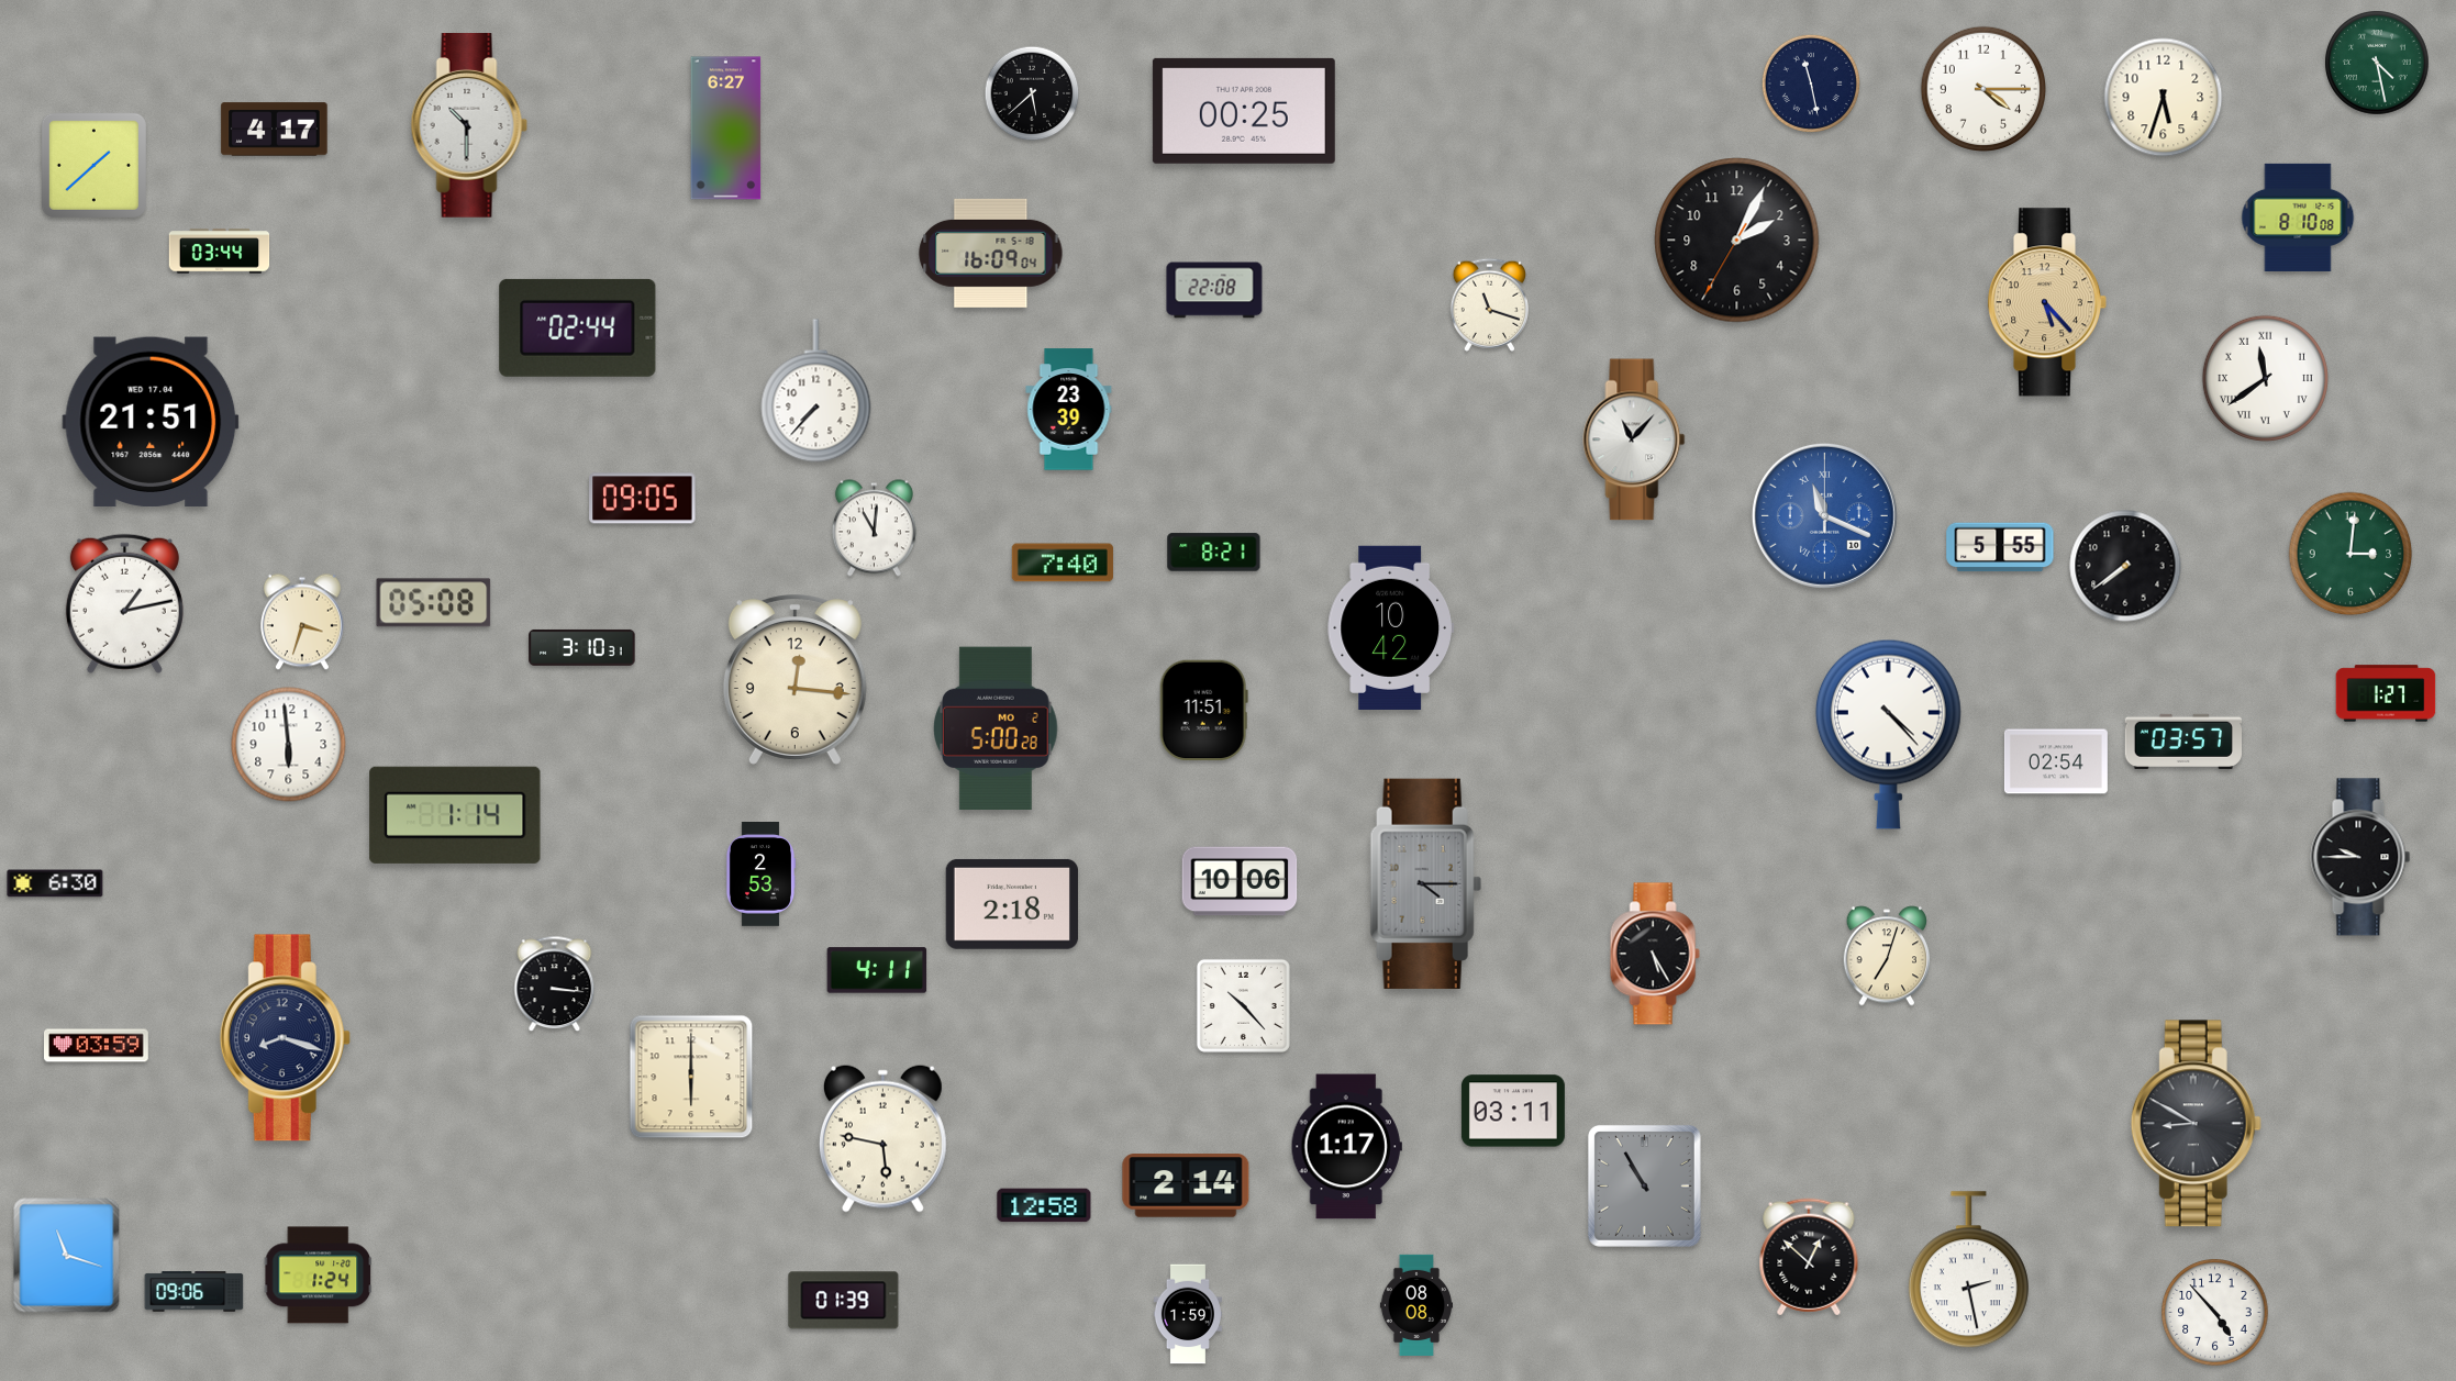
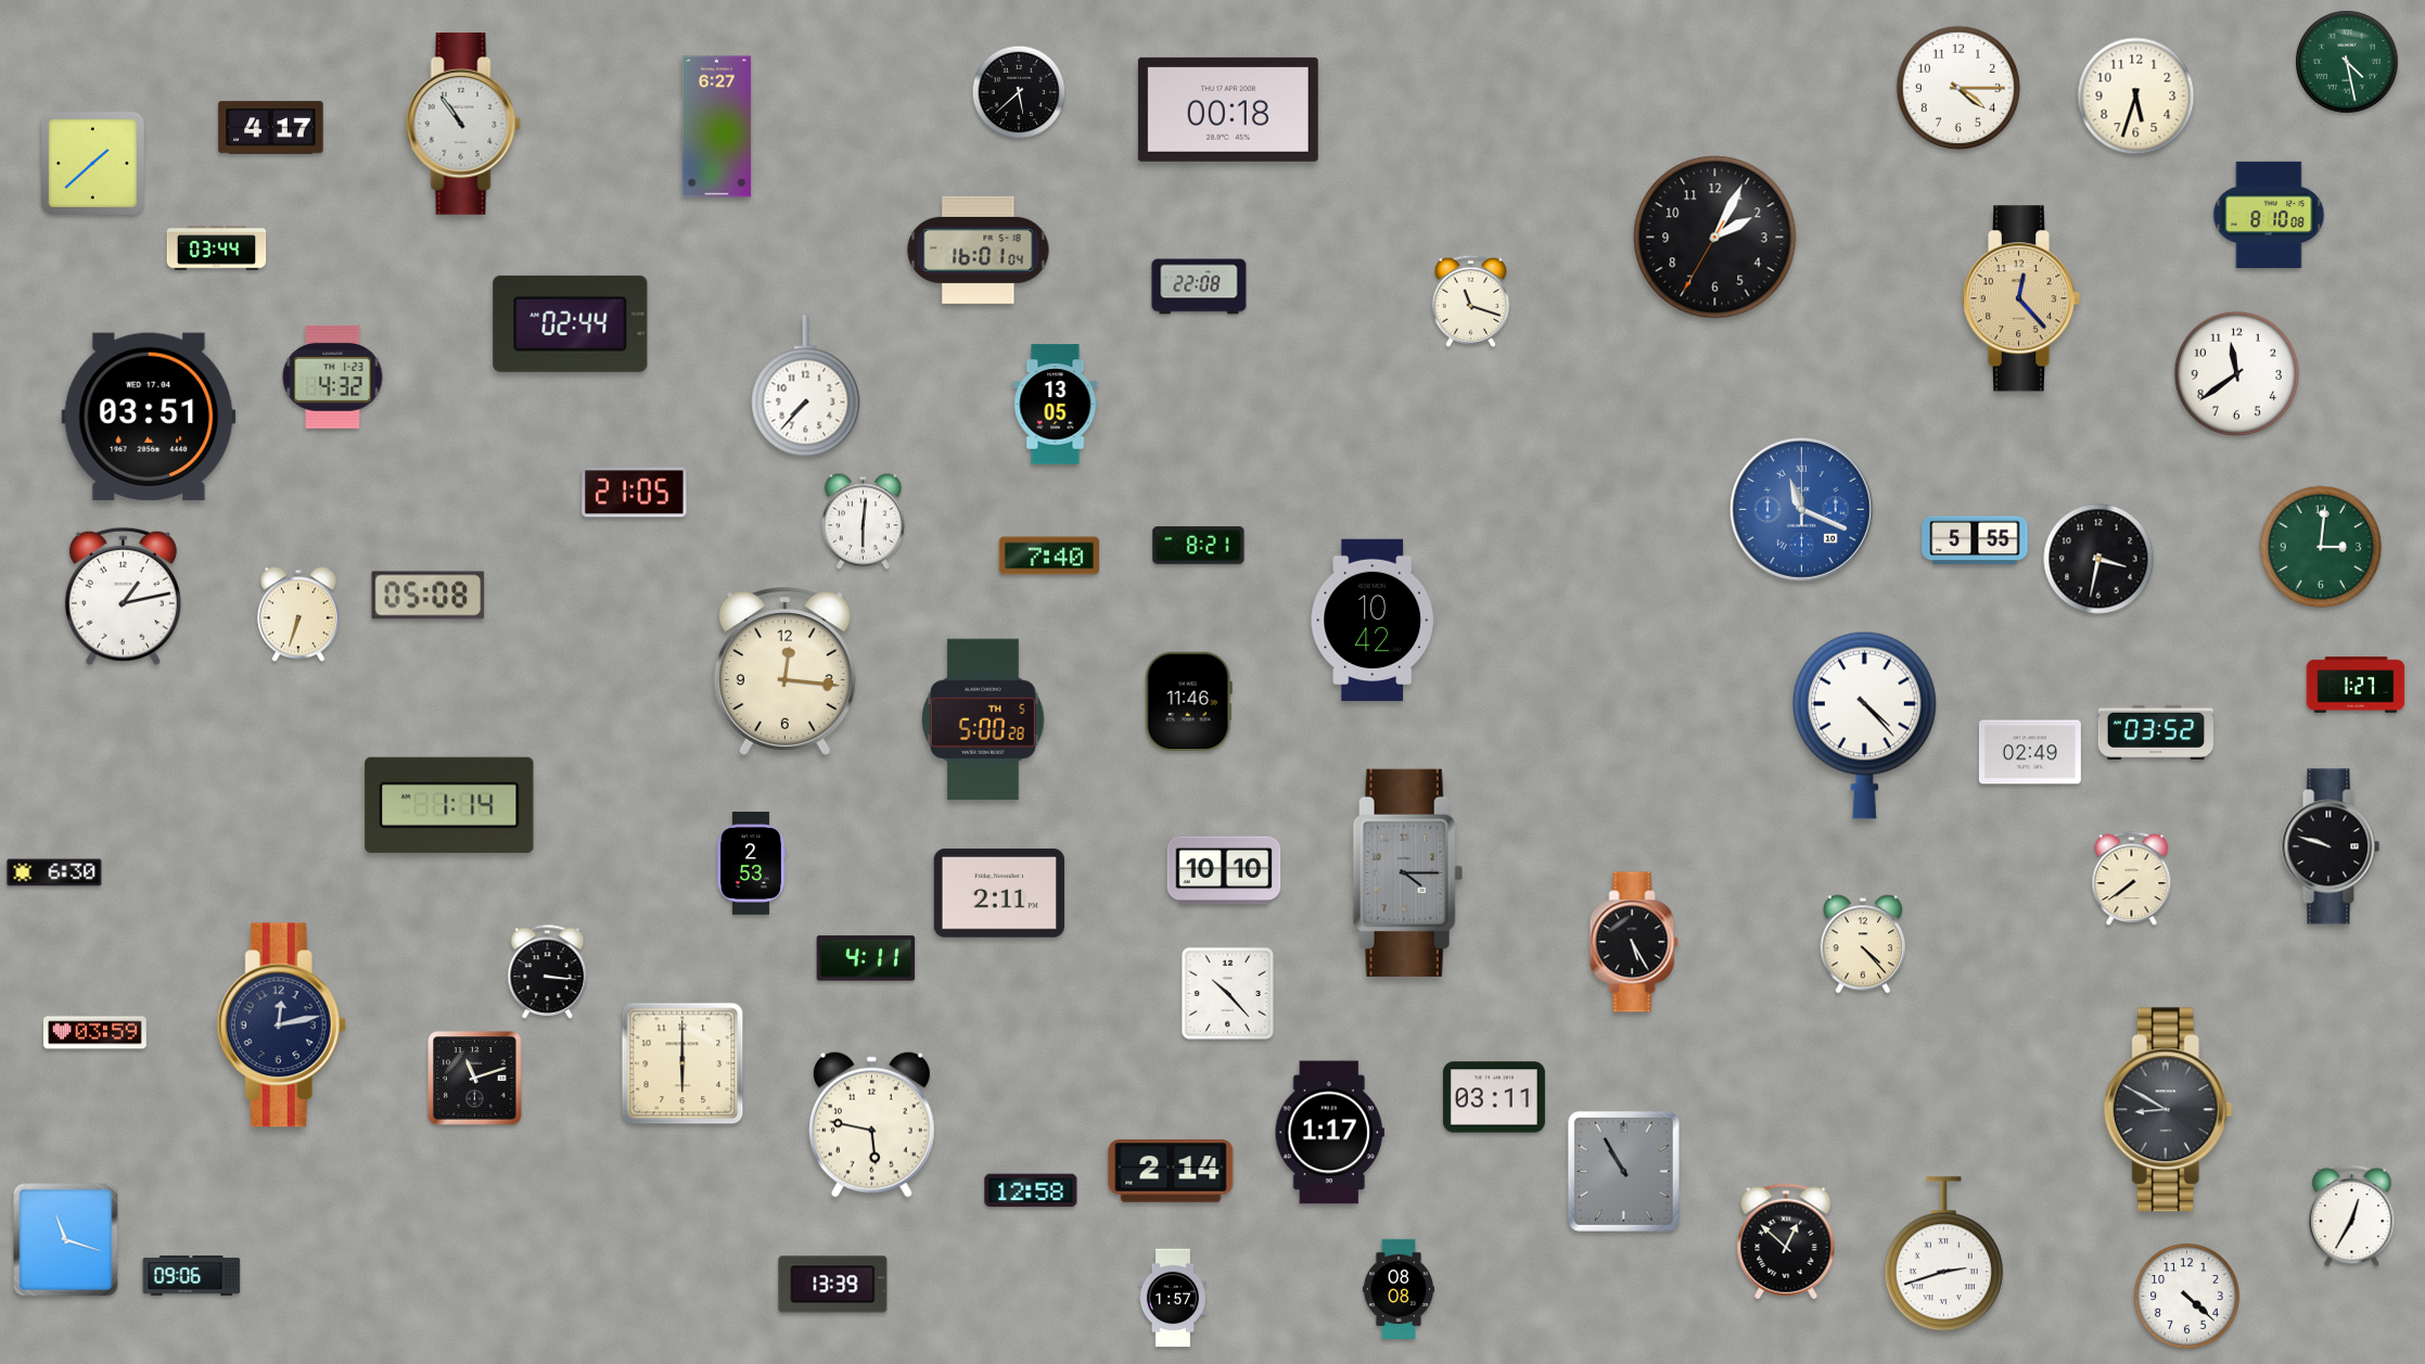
clock at (1810, 82): 11:28 -> none
clock at (1244, 111): 00:25 -> 00:18
clock at (469, 125): 10:30 -> 10:54
clock at (991, 253): 16:09 -> 16:01
clock at (2047, 302): 5:23 -> 12:23
clock at (2265, 378) numerals: Roman -> Arabic
clock at (333, 377): none -> 4:32
clock at (1069, 410): 23:39 -> 13:05
clock at (151, 422): 21:51 -> 03:51
clock at (1634, 439): 11:07 -> none
clock at (643, 499): 09:05 -> 21:05
clock at (874, 528): 11:01 -> 6:01
clock at (2125, 566): 7:39 -> 3:32
clock at (302, 622): 3:33 -> 6:33
clock at (582, 647): 3:10 -> none
clock at (1203, 710): 11:51 -> 11:46
clock at (997, 727) date: MO 2 -> TH 5
clock at (2182, 742): 03:57 -> 03:52
clock at (289, 745): 5:59 -> none
clock at (2056, 761): 02:54 -> 02:49
clock at (2360, 857): 9:45 -> 9:48
clock at (1240, 881): 10:06 -> 10:10
clock at (2132, 879): none -> 7:39
clock at (1012, 904): 2:18 -> 2:11
clock at (1886, 956): 7:03 -> 4:23
clock at (285, 1038): 8:18 -> 12:13
clock at (475, 1079): none -> 11:12
clock at (2352, 1215): none -> 12:35
clock at (1968, 1270): 2:28 -> 2:42
clock at (318, 1276): 1:24 -> none
clock at (844, 1301): 01:39 -> 13:39
clock at (2215, 1313): 4:53 -> 4:22
clock at (1187, 1314): 1:59 -> 1:57
